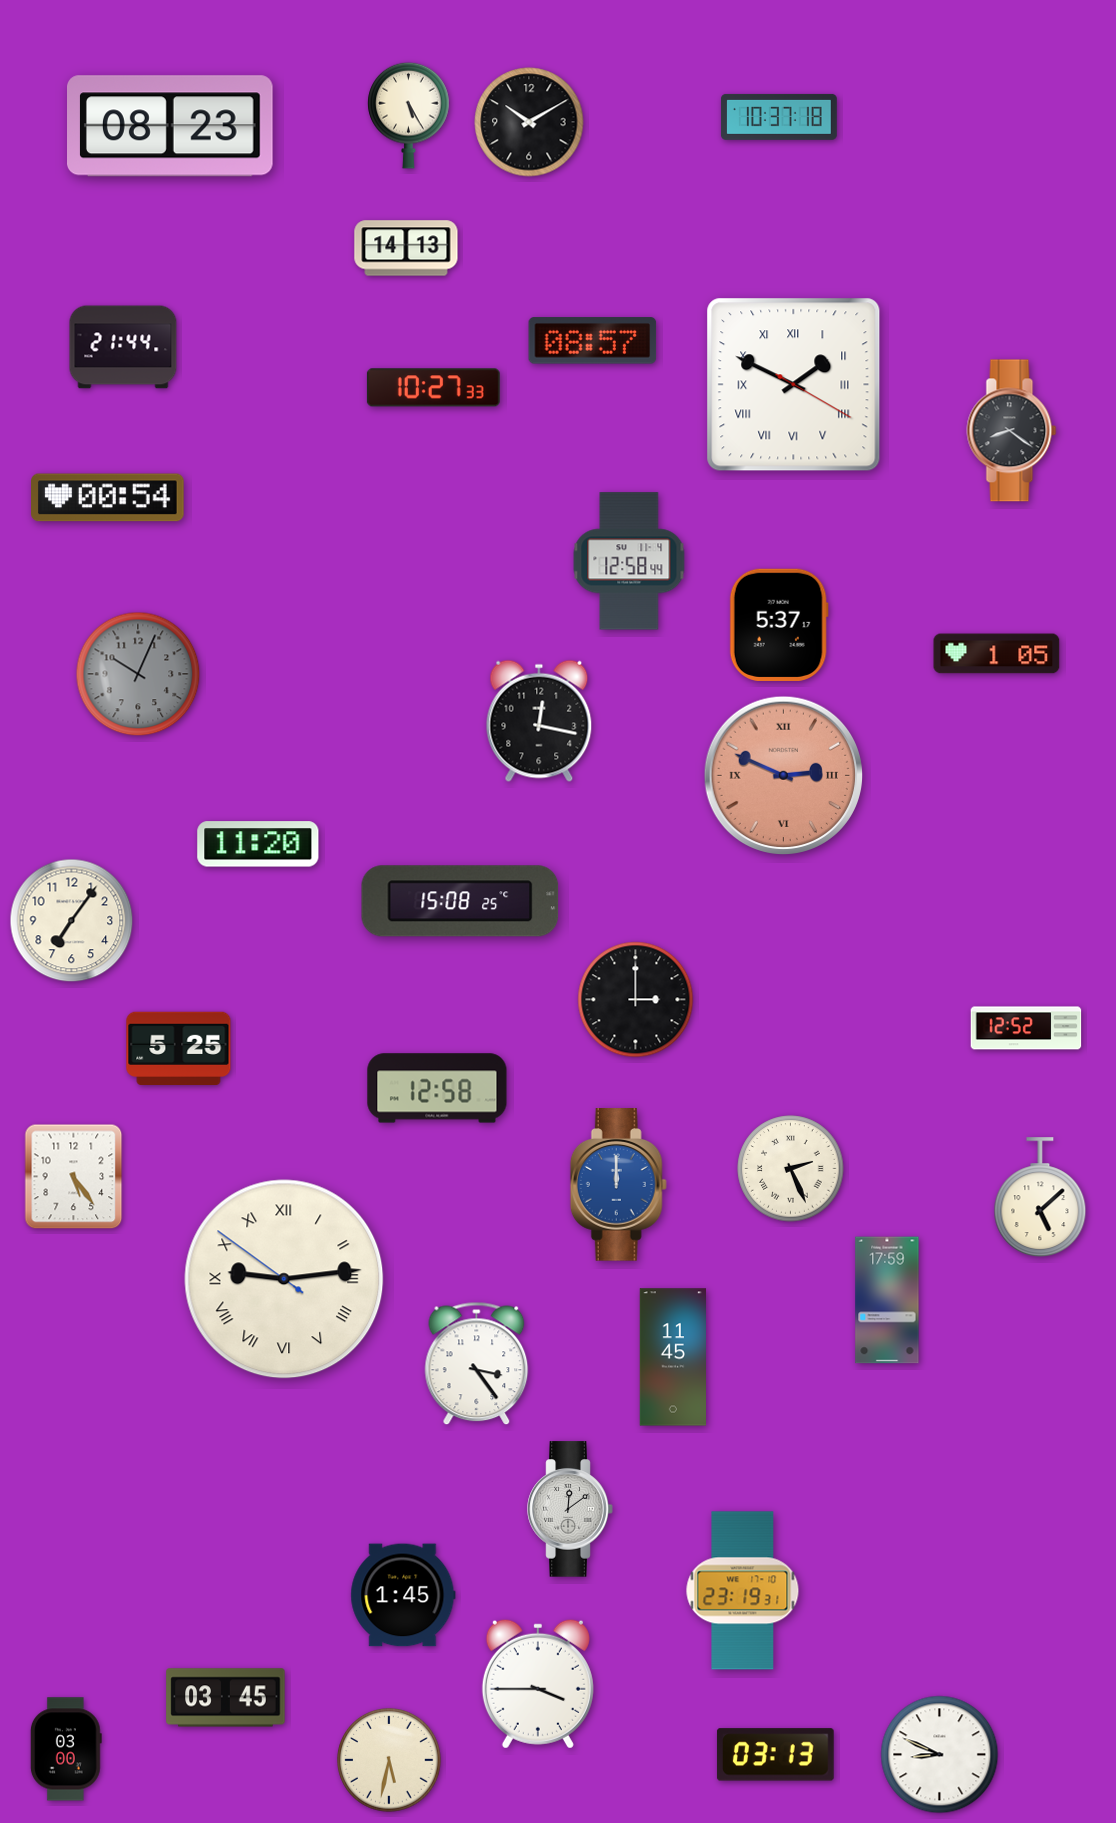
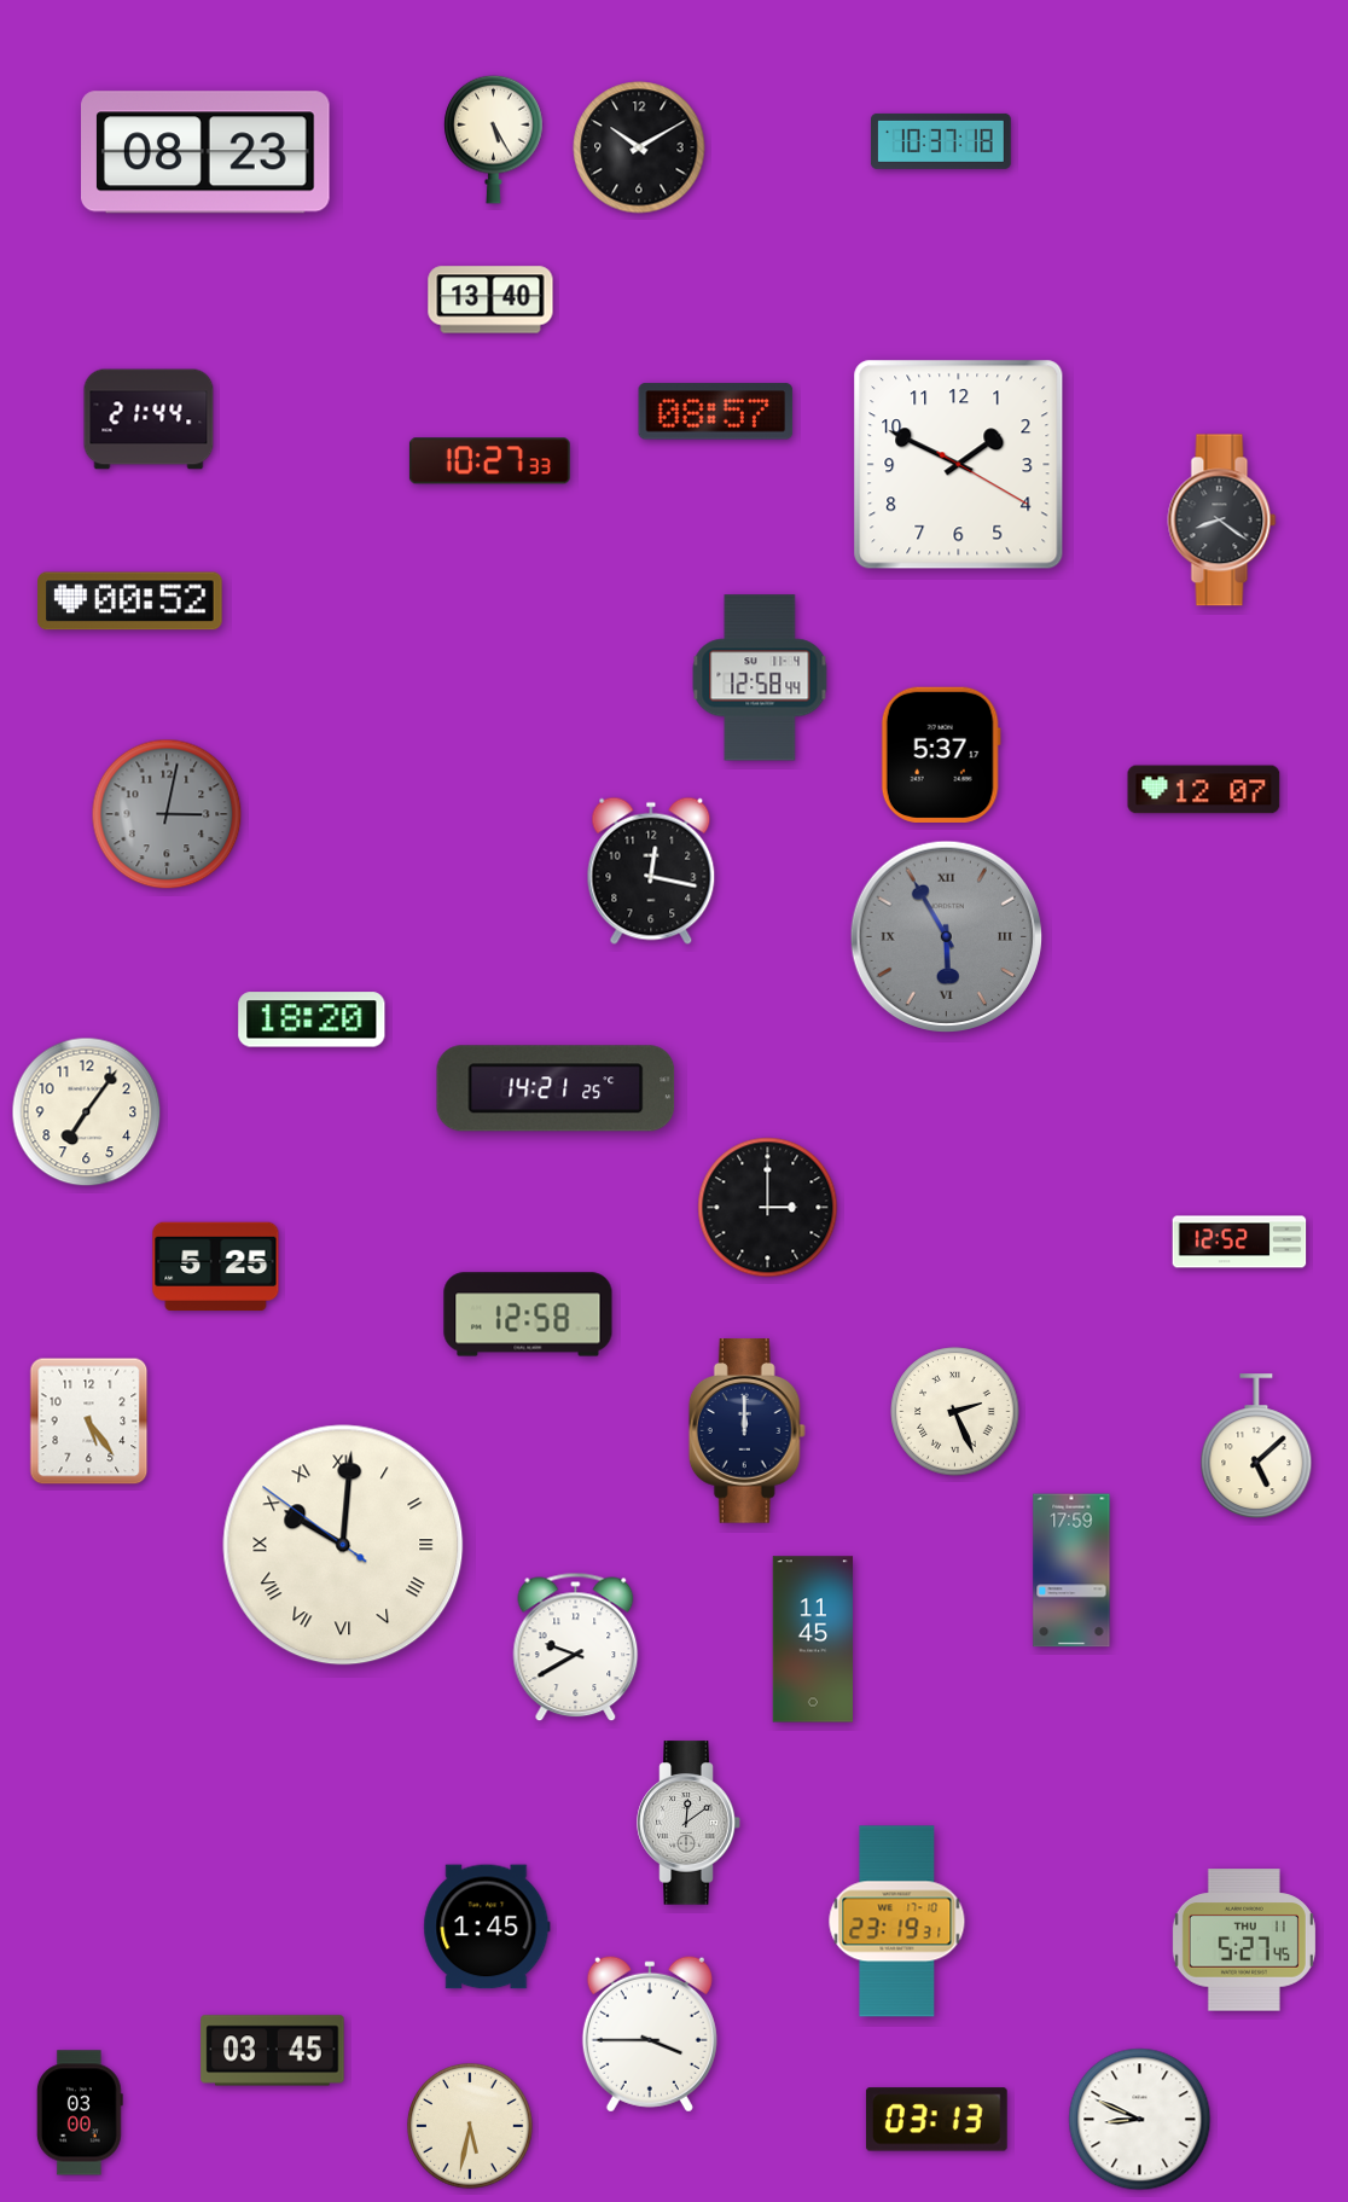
clock at (406, 248): 14:13 -> 13:40
clock at (794, 385) numerals: Roman -> Arabic
clock at (433, 388) position: (433, 388) -> (489, 461)
clock at (108, 498): 00:54 -> 00:52
clock at (997, 654): 1:05 -> 12:07
clock at (138, 674): 10:04 -> 3:02
clock at (784, 776): 2:49 -> 5:55
clock at (784, 776) dial: salmon -> grey
clock at (258, 844): 11:20 -> 18:20
clock at (460, 901): 15:08 -> 14:21
clock at (618, 1185) dial: blue -> navy
clock at (284, 1279): 9:13 -> 10:00
clock at (477, 1364): 3:24 -> 9:40
clock at (1244, 1940): none -> 5:27
clock at (940, 1755) position: (940, 1755) -> (1140, 2120)
